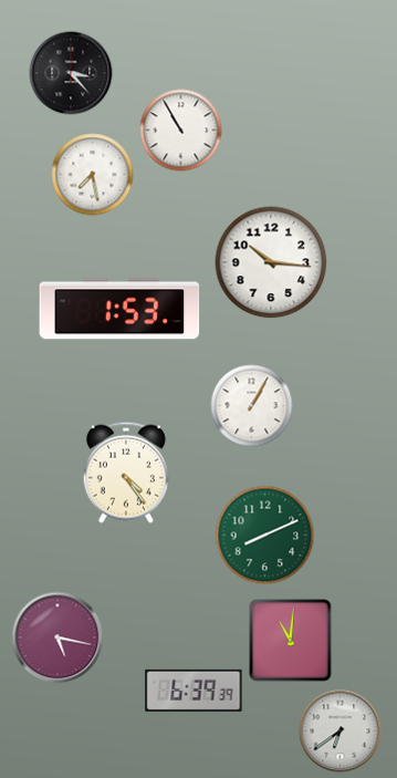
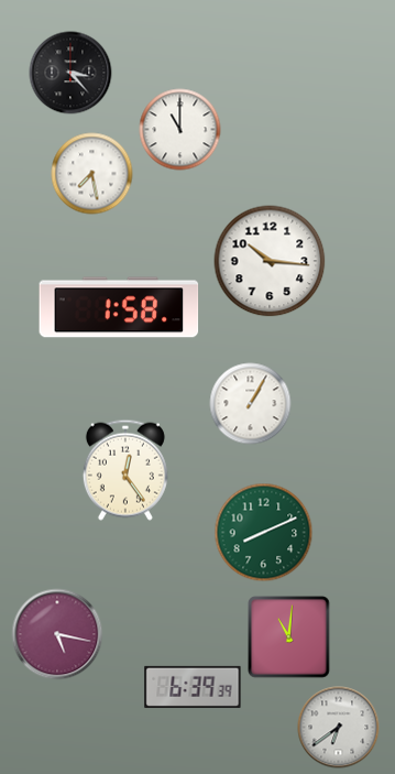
clock at (181, 131): 10:55 -> 11:00
clock at (119, 309): 1:53 -> 1:58
clock at (126, 473): 4:24 -> 12:24
